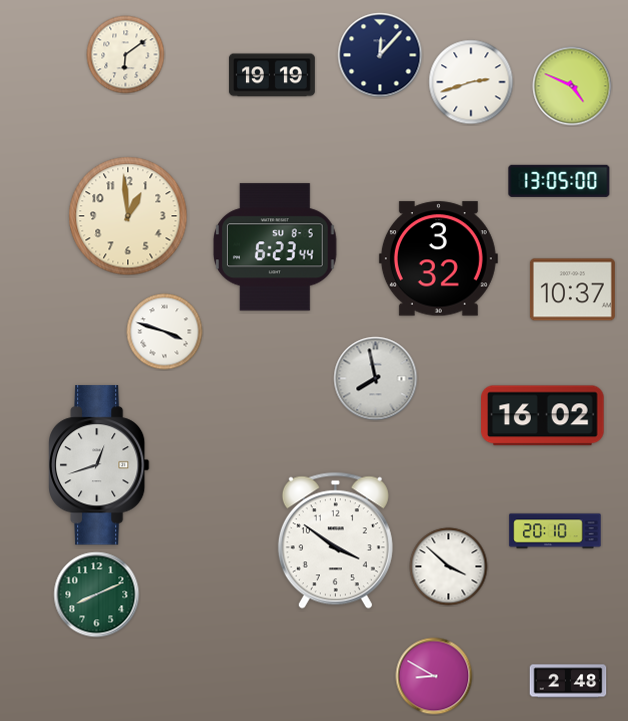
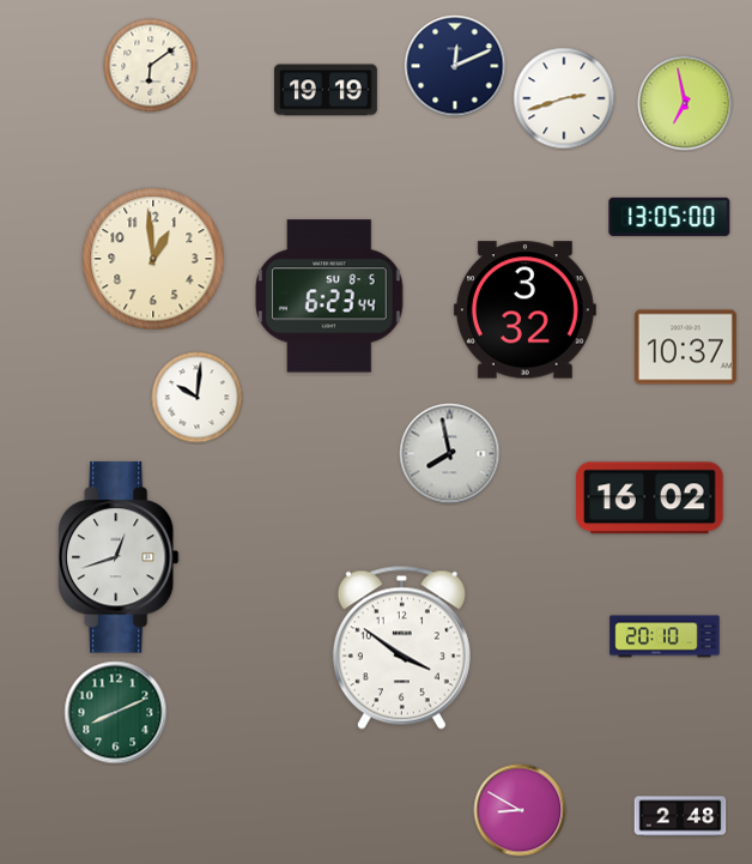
clock at (380, 55): 12:07 -> 12:11
clock at (572, 86): 4:49 -> 6:58
clock at (165, 332): 3:48 -> 10:01
clock at (449, 567): 3:52 -> none
